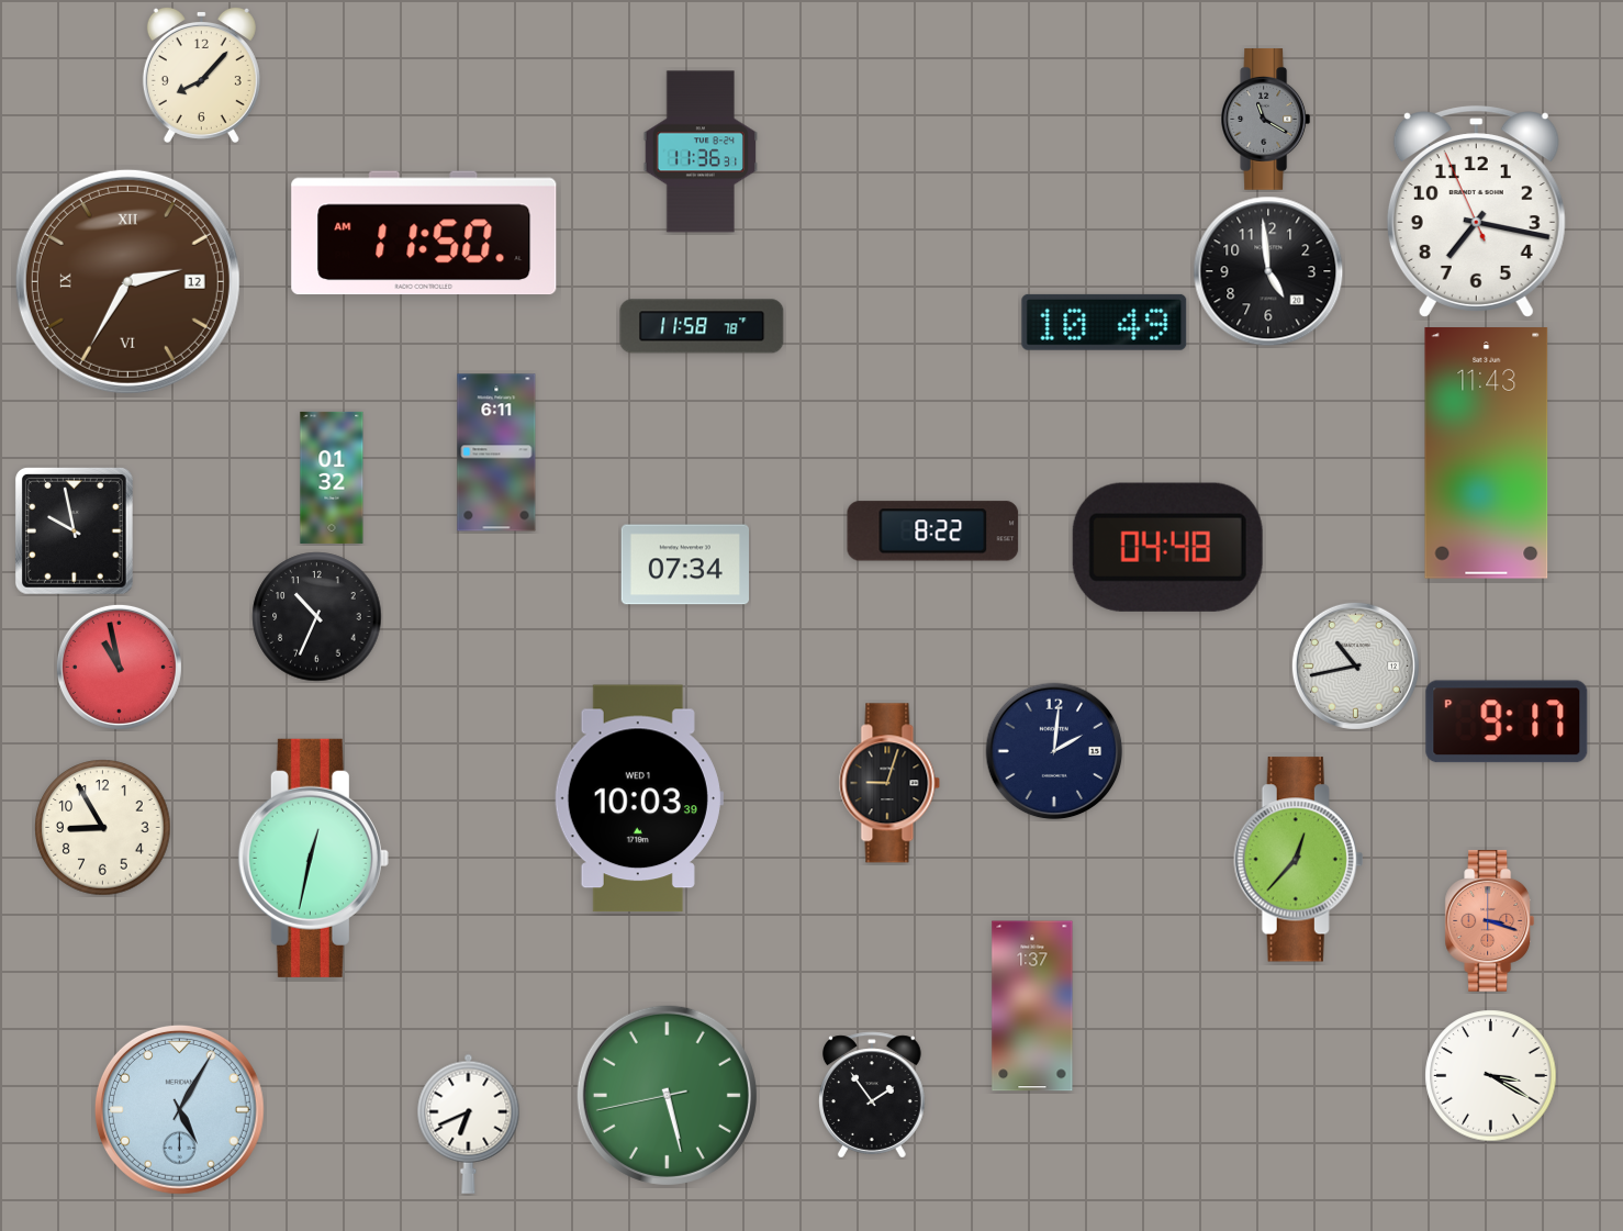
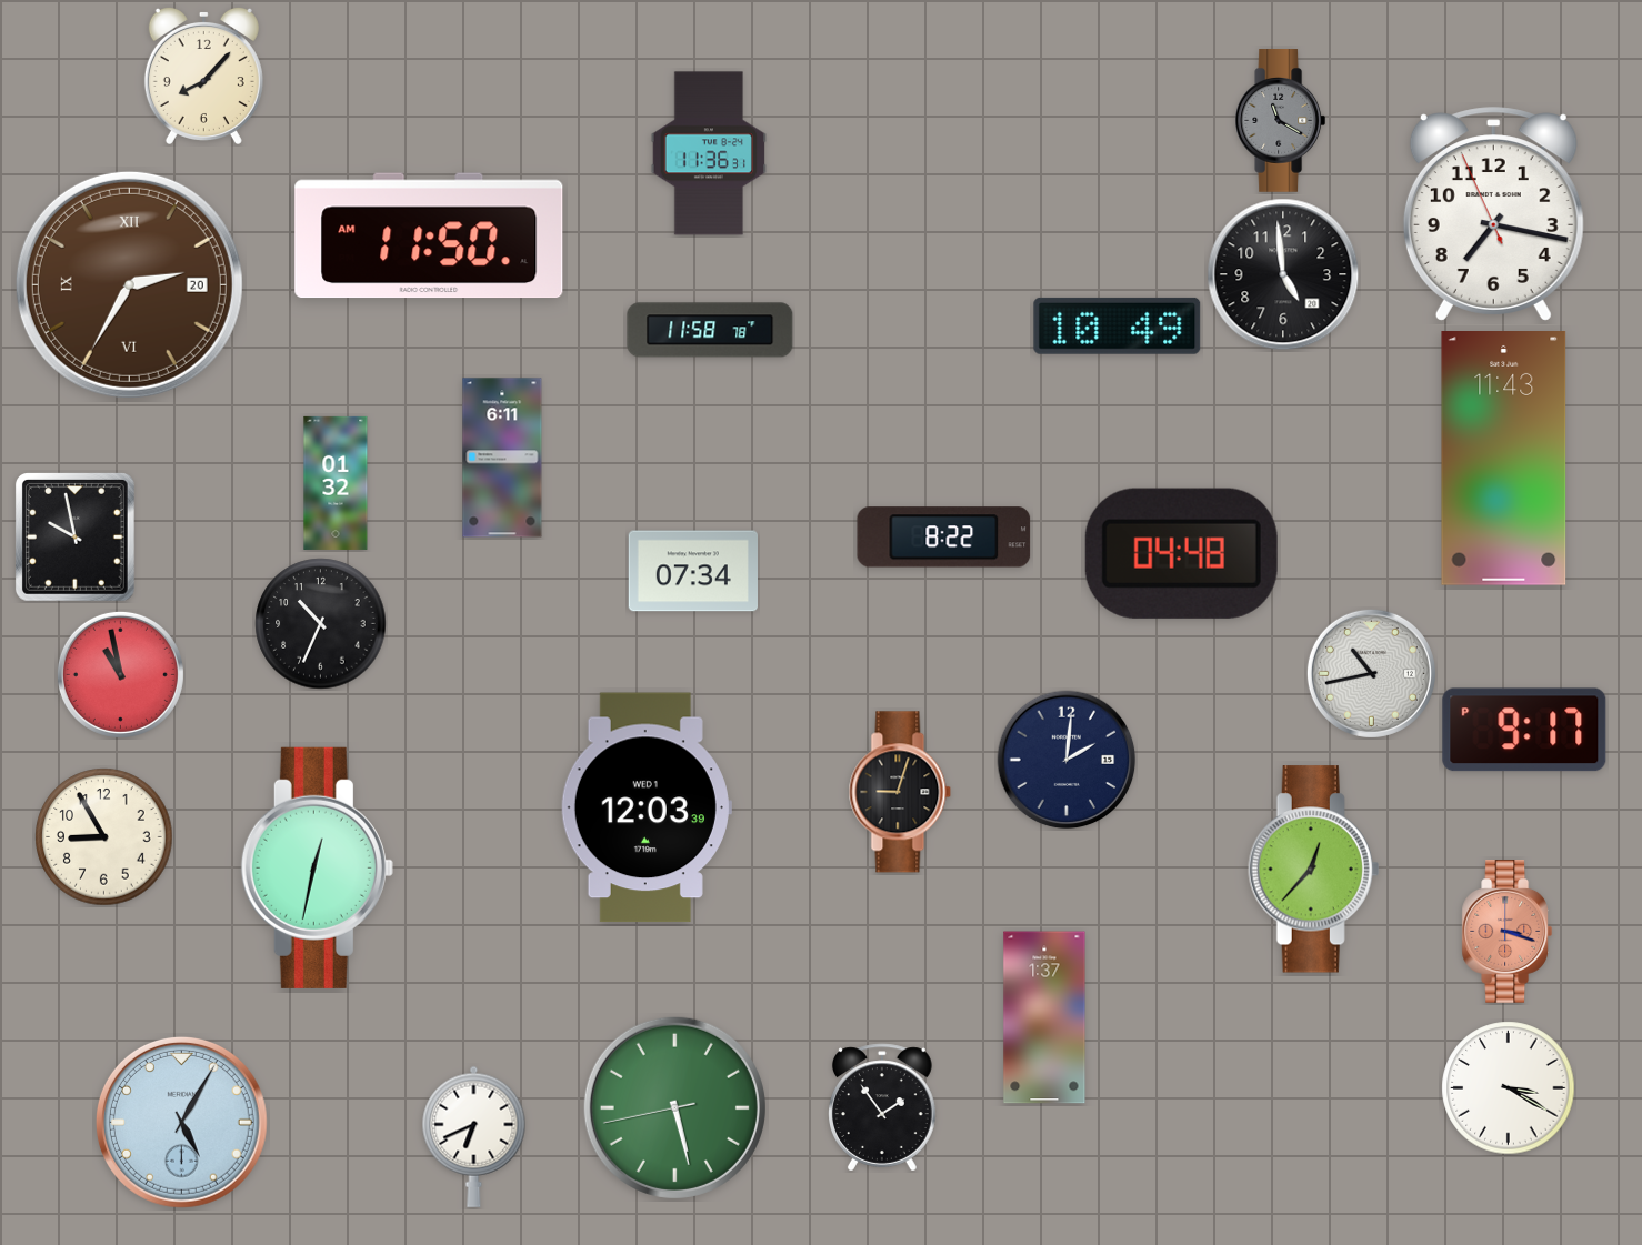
clock at (127, 281) date: 12 -> 20
clock at (638, 798): 10:03 -> 12:03
